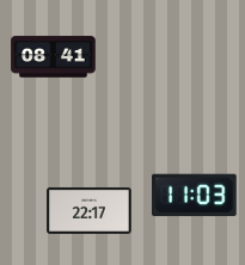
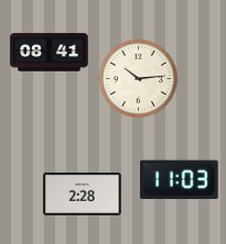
clock at (138, 78): none -> 10:14
clock at (90, 210): 22:17 -> 2:28
